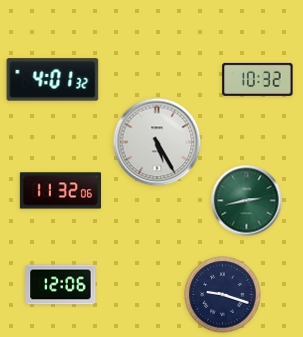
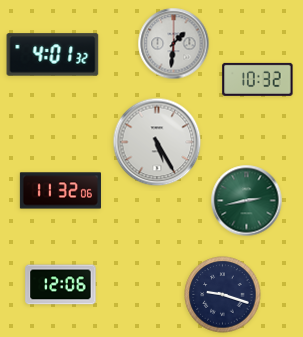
clock at (174, 44): none -> 1:31
clock at (53, 80) position: (53, 80) -> (53, 55)
